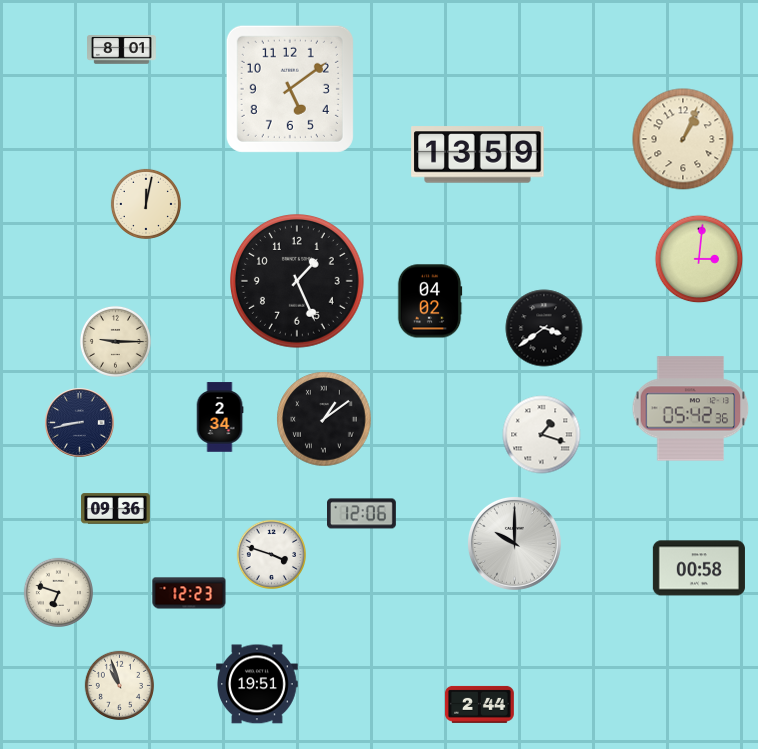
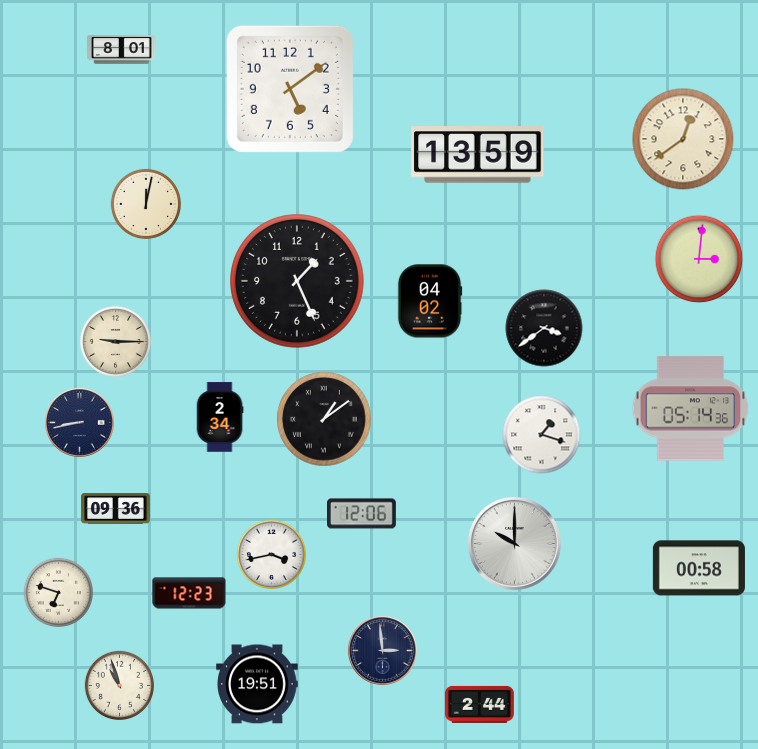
clock at (683, 139): 1:04 -> 12:39
clock at (691, 409): 05:42 -> 05:14
clock at (271, 554): 3:48 -> 3:43
clock at (383, 651): none -> 2:59
